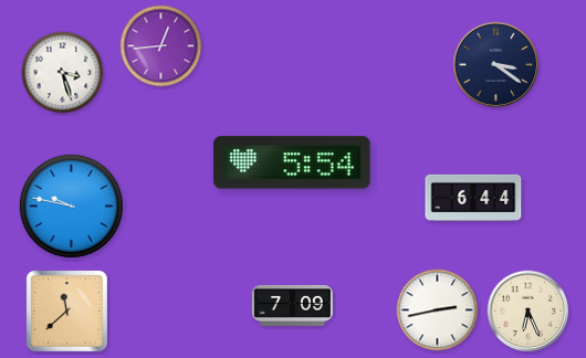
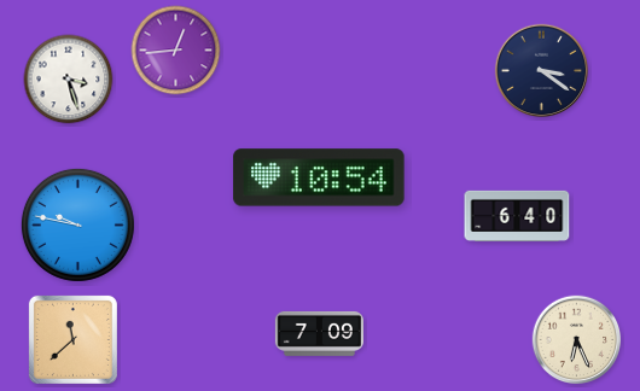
clock at (292, 162): 5:54 -> 10:54
clock at (473, 198): 6:44 -> 6:40
clock at (438, 310): 2:43 -> none
